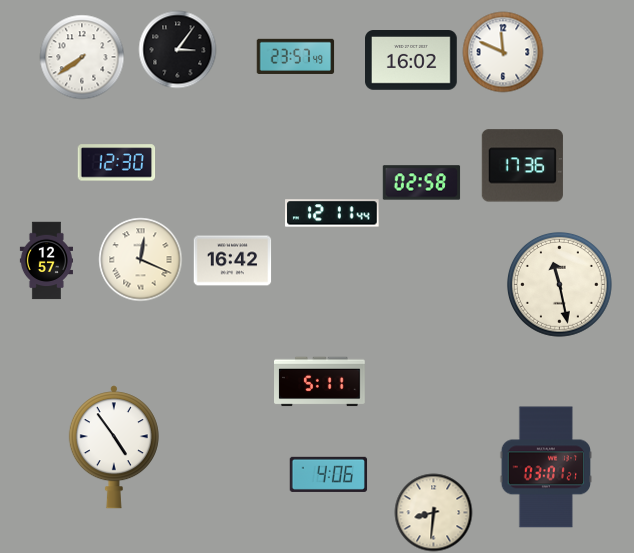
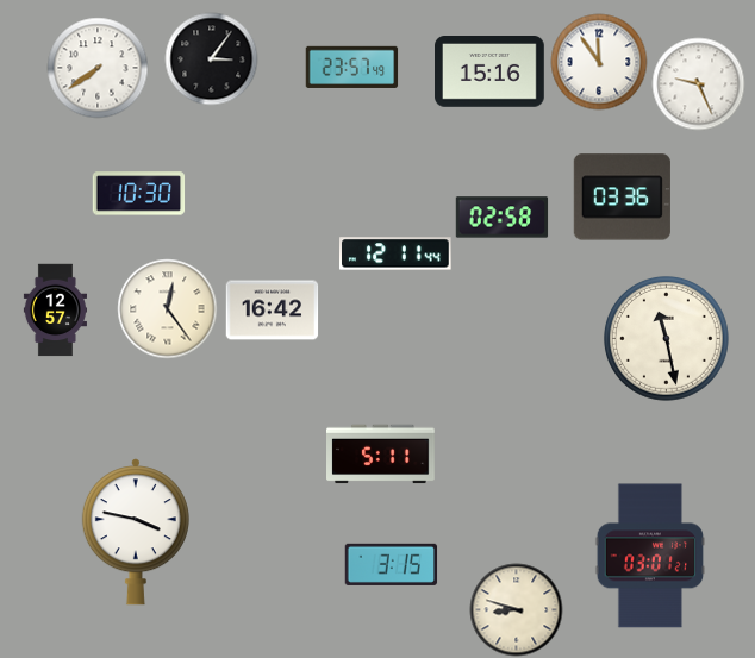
clock at (503, 52): 11:49 -> 11:54
clock at (412, 61): 16:02 -> 15:16
clock at (698, 83): none -> 9:26
clock at (116, 163): 12:30 -> 10:30
clock at (522, 166): 17:36 -> 03:36
clock at (140, 259): 12:19 -> 12:24
clock at (232, 261) position: (232, 261) -> (272, 311)
clock at (114, 447): 4:54 -> 3:47
clock at (328, 474): 4:06 -> 3:15
clock at (433, 512): 8:31 -> 8:48
